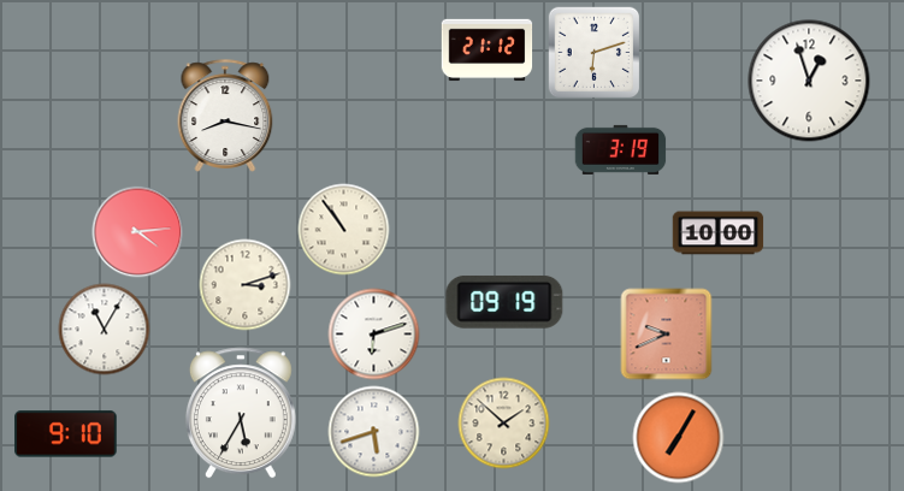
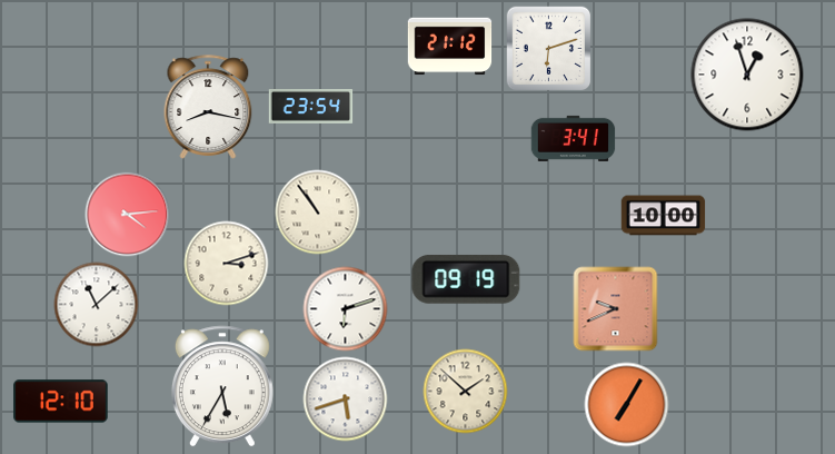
clock at (311, 107): none -> 23:54
clock at (621, 149): 3:19 -> 3:41
clock at (105, 330): 11:05 -> 11:08
clock at (241, 413) position: (241, 413) -> (222, 386)
clock at (66, 434): 9:10 -> 12:10
